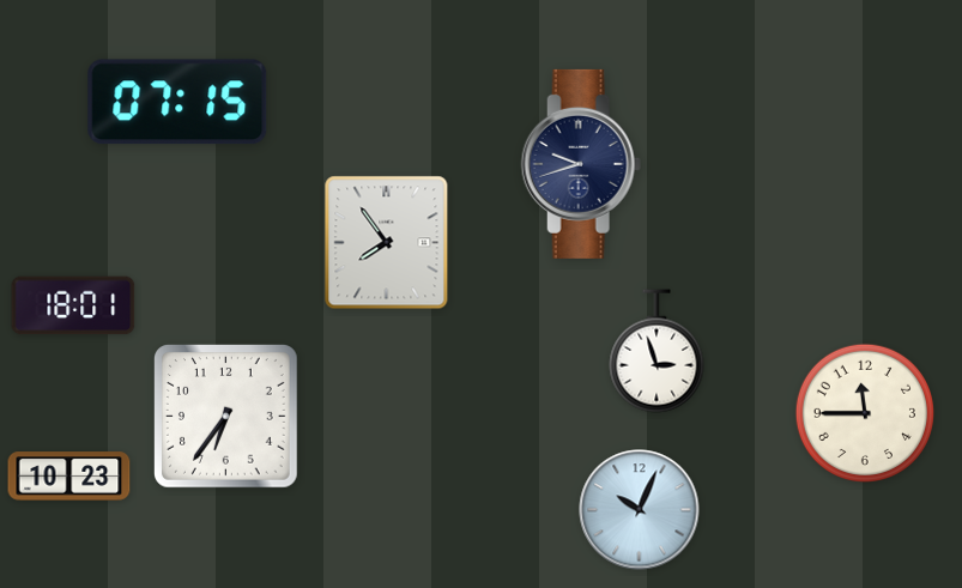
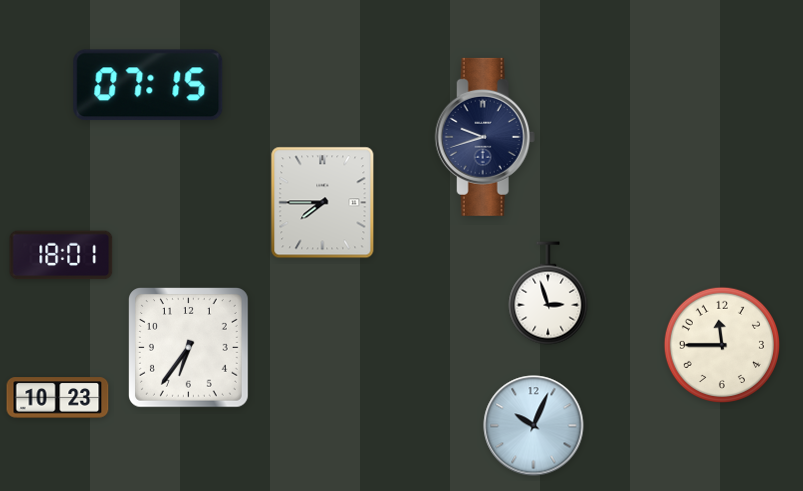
clock at (387, 243): 7:54 -> 7:45
